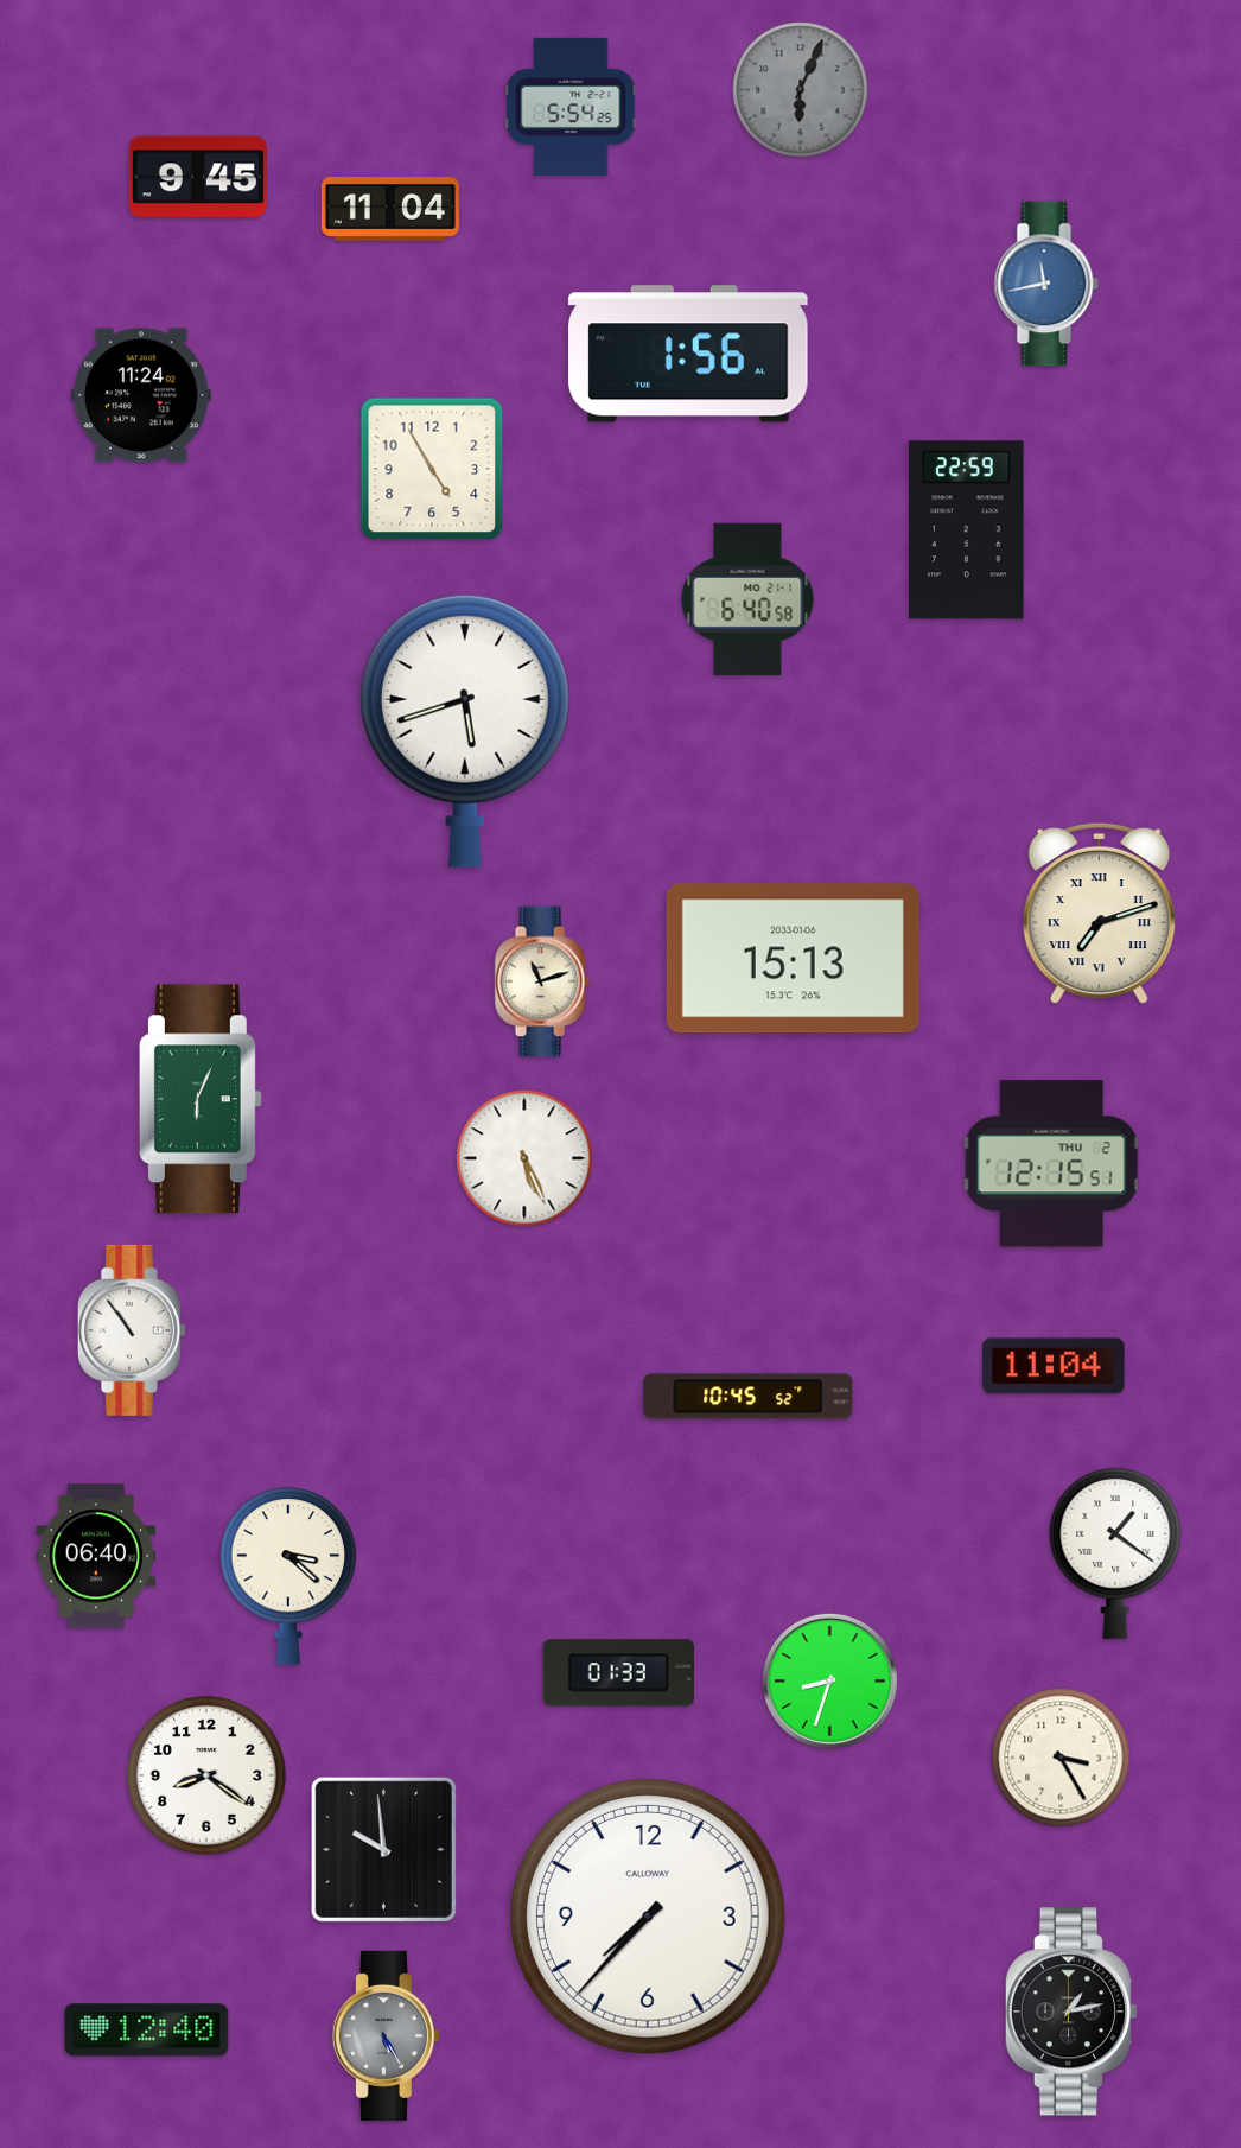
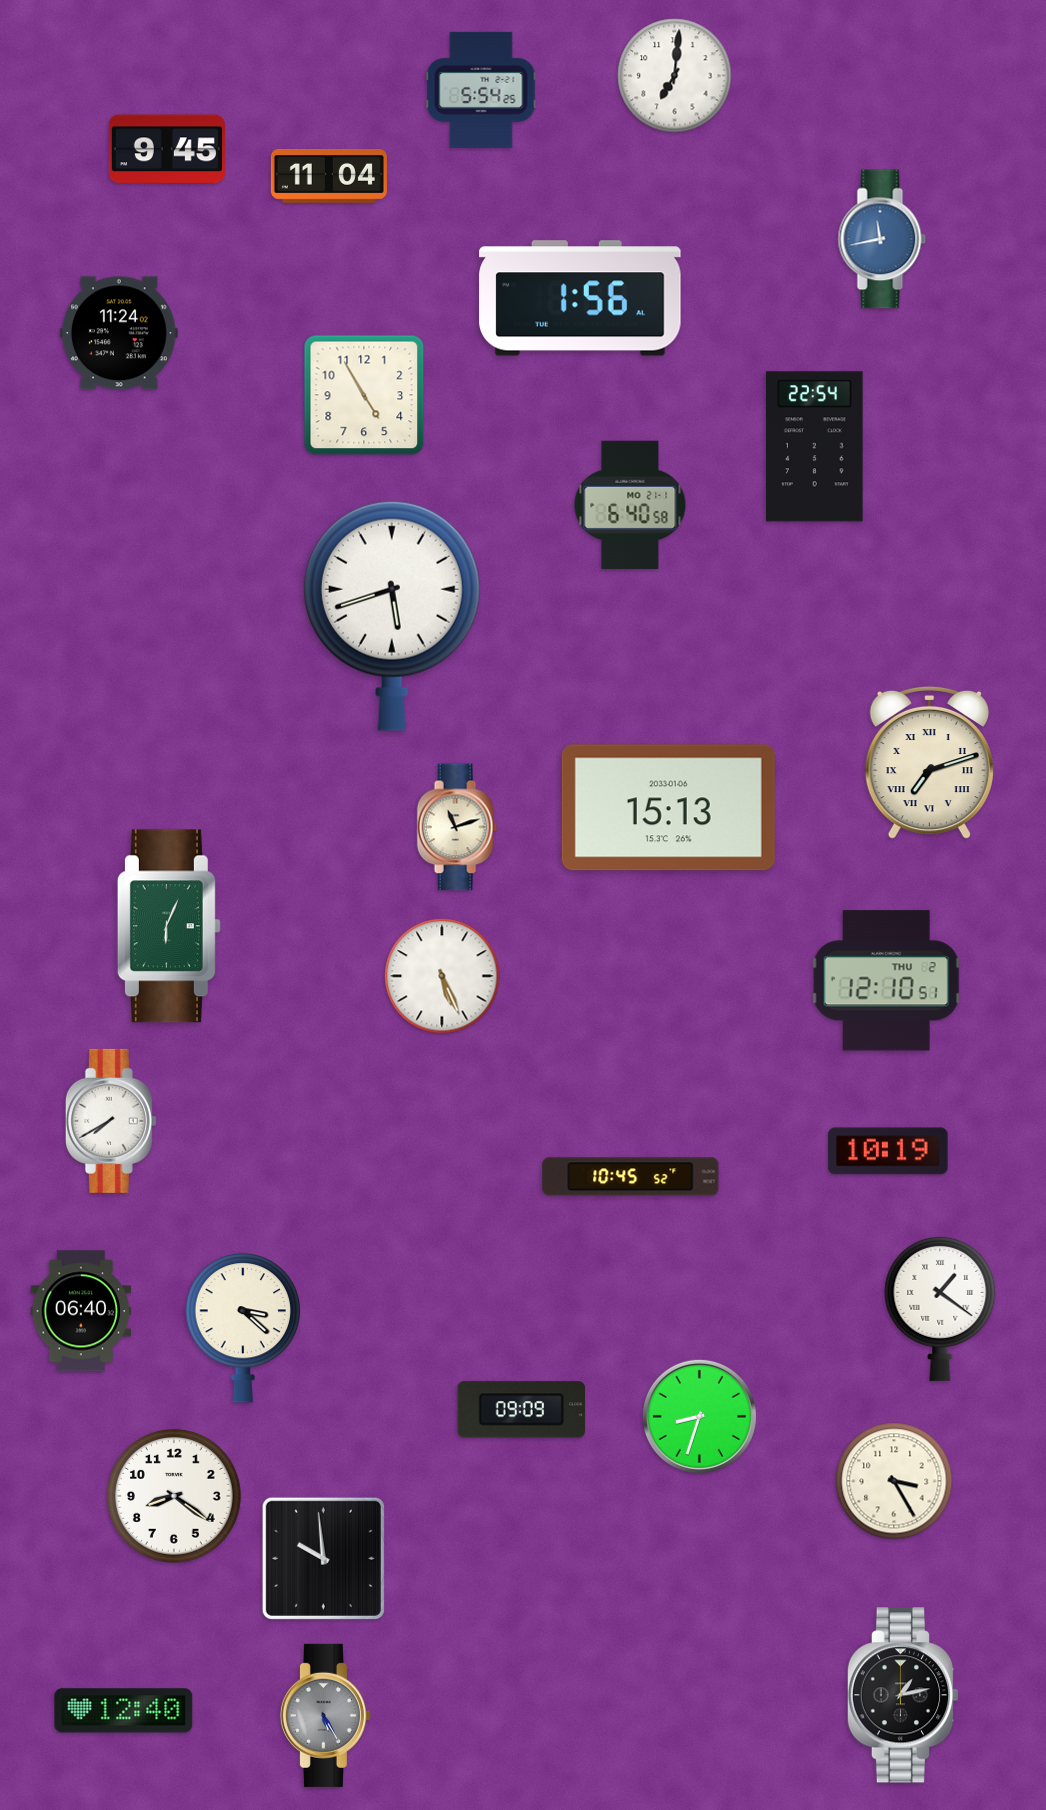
clock at (801, 90): 6:04 -> 7:01
clock at (801, 90) dial: grey -> white
clock at (967, 530): 22:59 -> 22:54
clock at (1099, 914) position: (1099, 914) -> (929, 763)
clock at (1051, 1164): 12:15 -> 12:10
clock at (132, 1330): 10:54 -> 7:40
clock at (1054, 1366): 11:04 -> 10:19
clock at (618, 1673): 01:33 -> 09:09
clock at (648, 1917): 7:37 -> none
